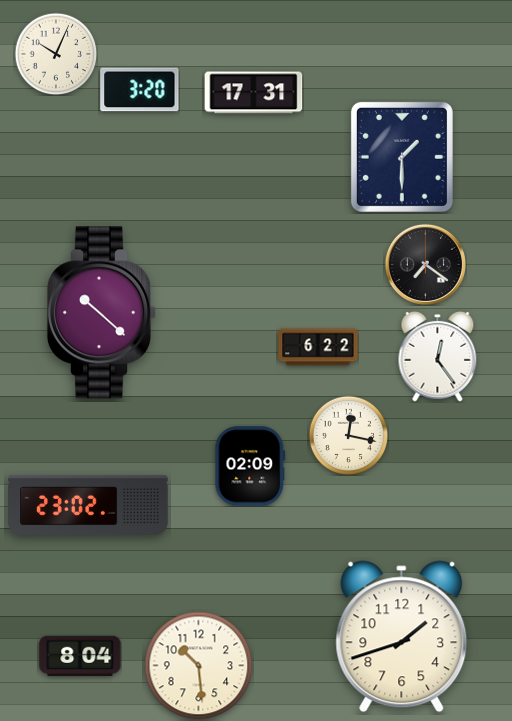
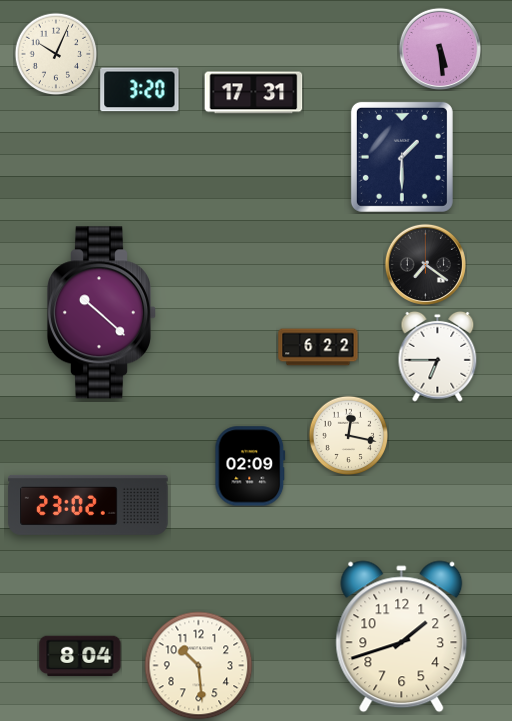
clock at (440, 49): none -> 5:29
clock at (438, 356): 12:24 -> 6:45
